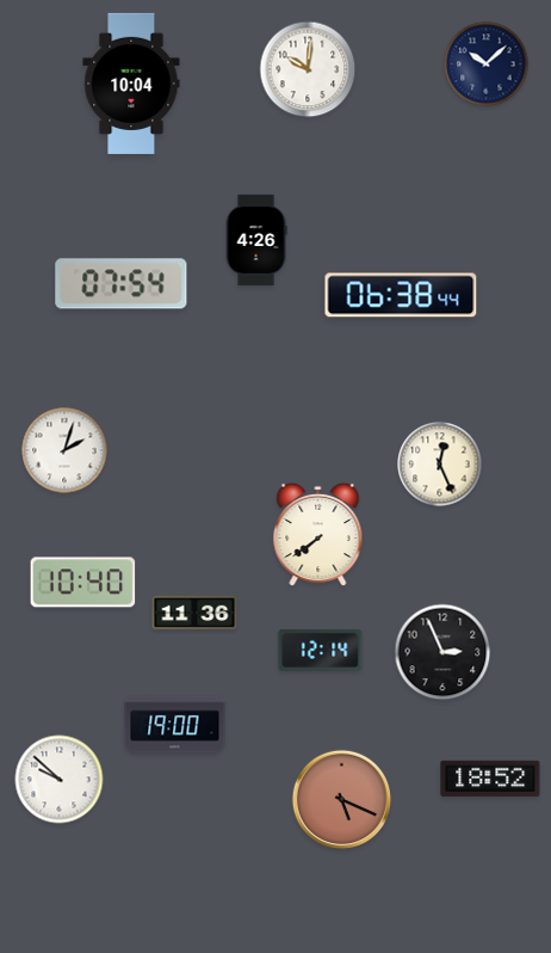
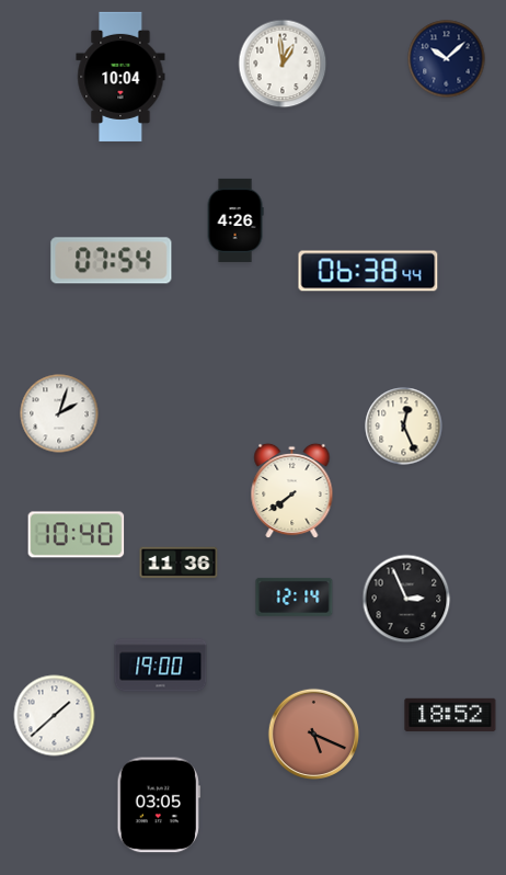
clock at (308, 69): 10:01 -> 12:59
clock at (60, 780): 9:52 -> 1:38
clock at (158, 805): none -> 03:05
